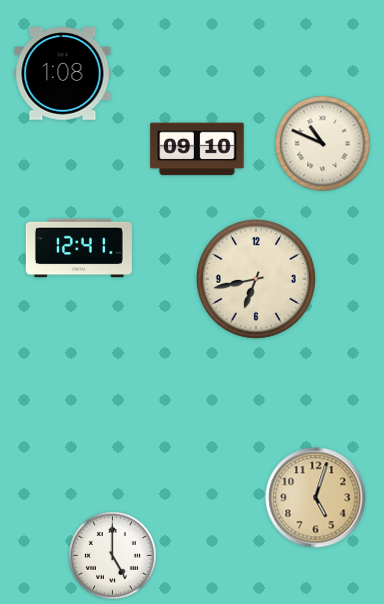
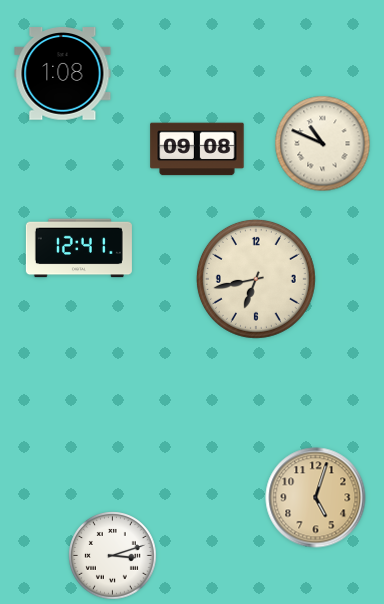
clock at (197, 149): 09:10 -> 09:08
clock at (113, 556): 5:00 -> 3:12
